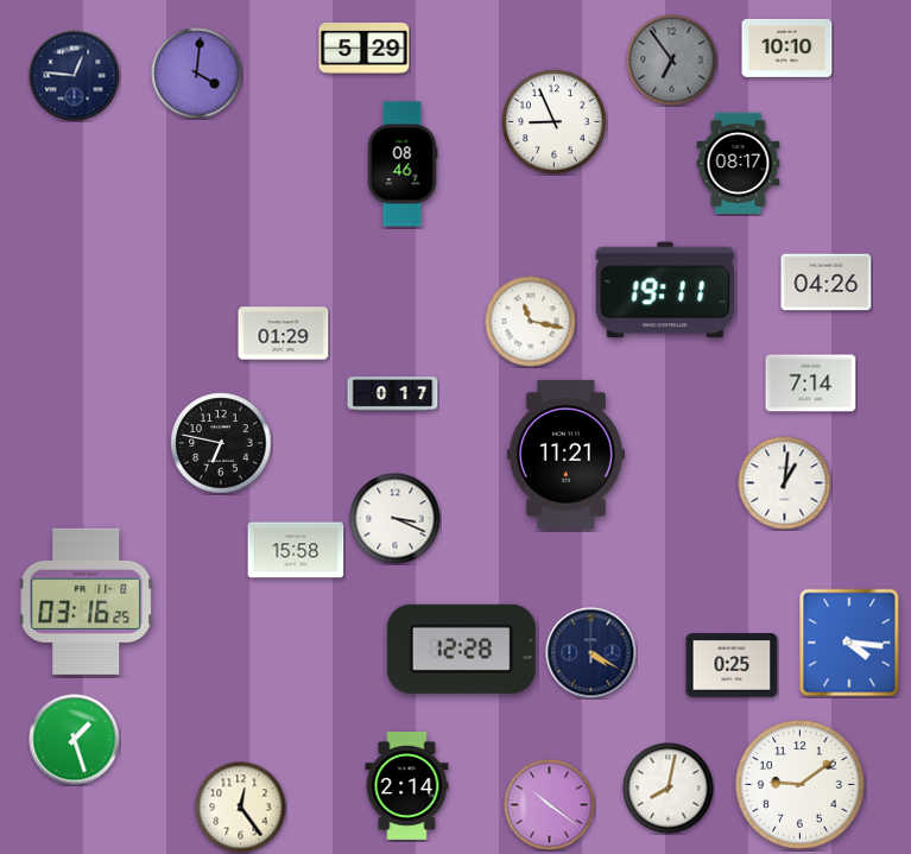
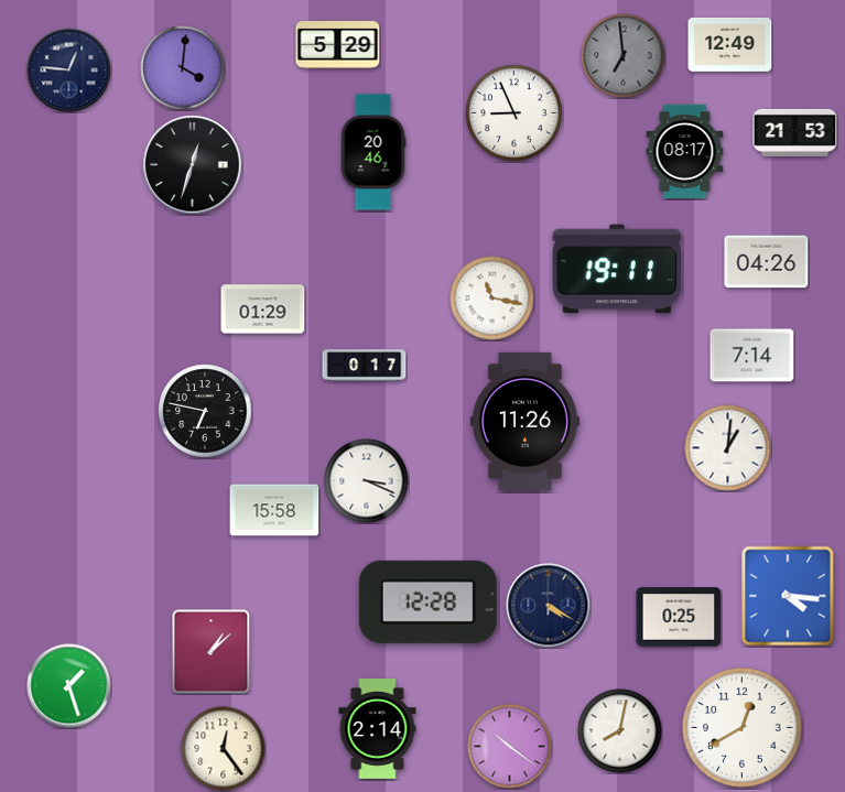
clock at (787, 48): 10:10 -> 12:49
clock at (672, 61): 6:54 -> 6:59
clock at (795, 132): none -> 21:53
clock at (403, 164): 08:46 -> 20:46
clock at (193, 165): none -> 12:33
clock at (565, 454): 11:21 -> 11:26
clock at (87, 601): 03:16 -> none
clock at (212, 652): none -> 1:08
clock at (801, 785): 9:09 -> 12:40
